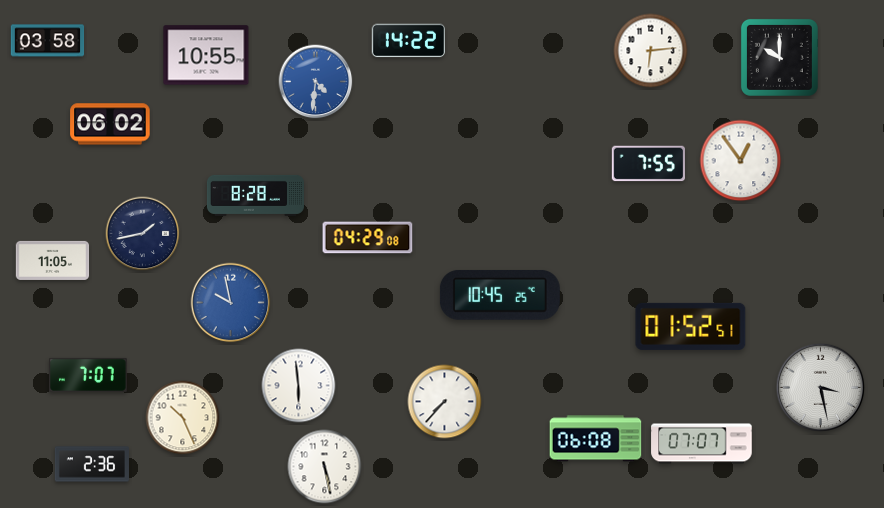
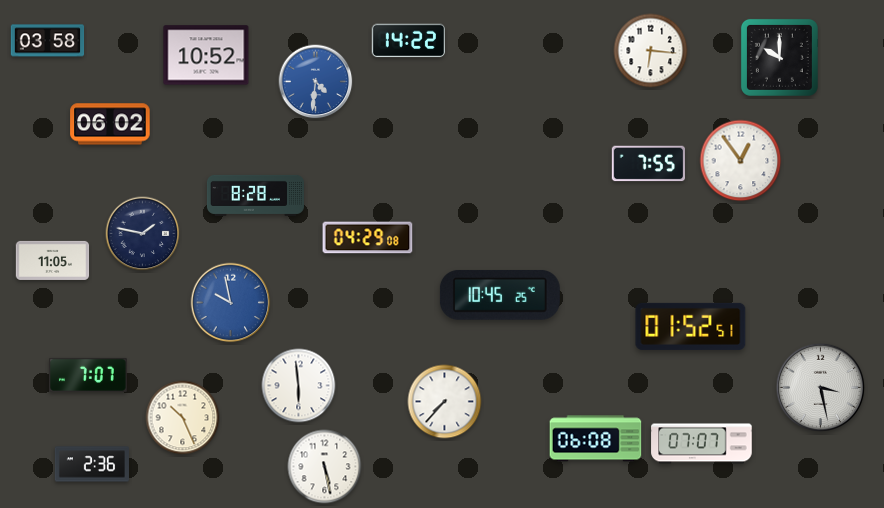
clock at (651, 51): 6:14 -> 6:16
clock at (206, 55): 10:55 -> 10:52
clock at (143, 234): 1:43 -> 1:47
